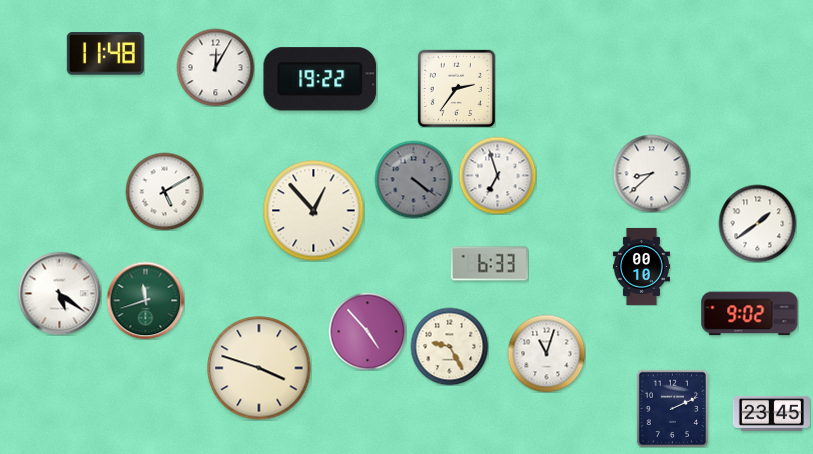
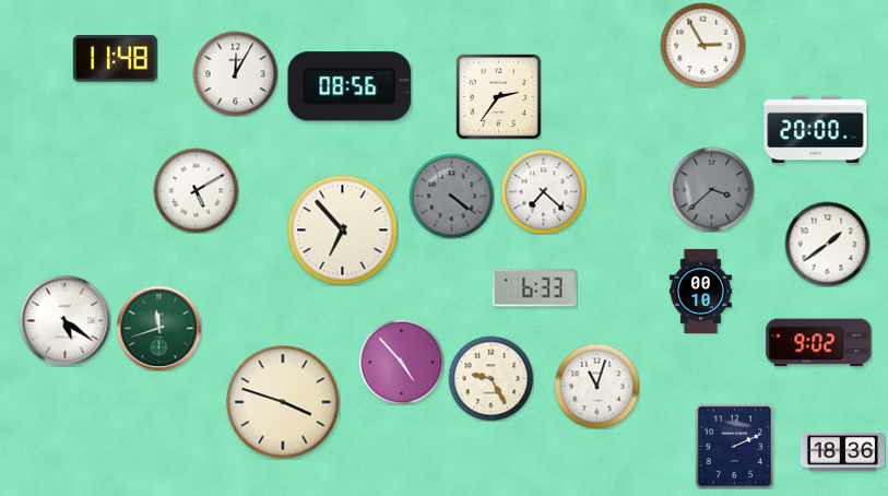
clock at (702, 45): none -> 2:55
clock at (320, 79): 19:22 -> 08:56
clock at (816, 130): none -> 20:00
clock at (651, 173): 8:38 -> 3:38
clock at (651, 173) dial: white -> grey
clock at (497, 175): 6:57 -> 7:22
clock at (164, 191) position: (164, 191) -> (196, 190)
clock at (314, 211): 12:53 -> 6:53
clock at (771, 413): 23:45 -> 18:36
